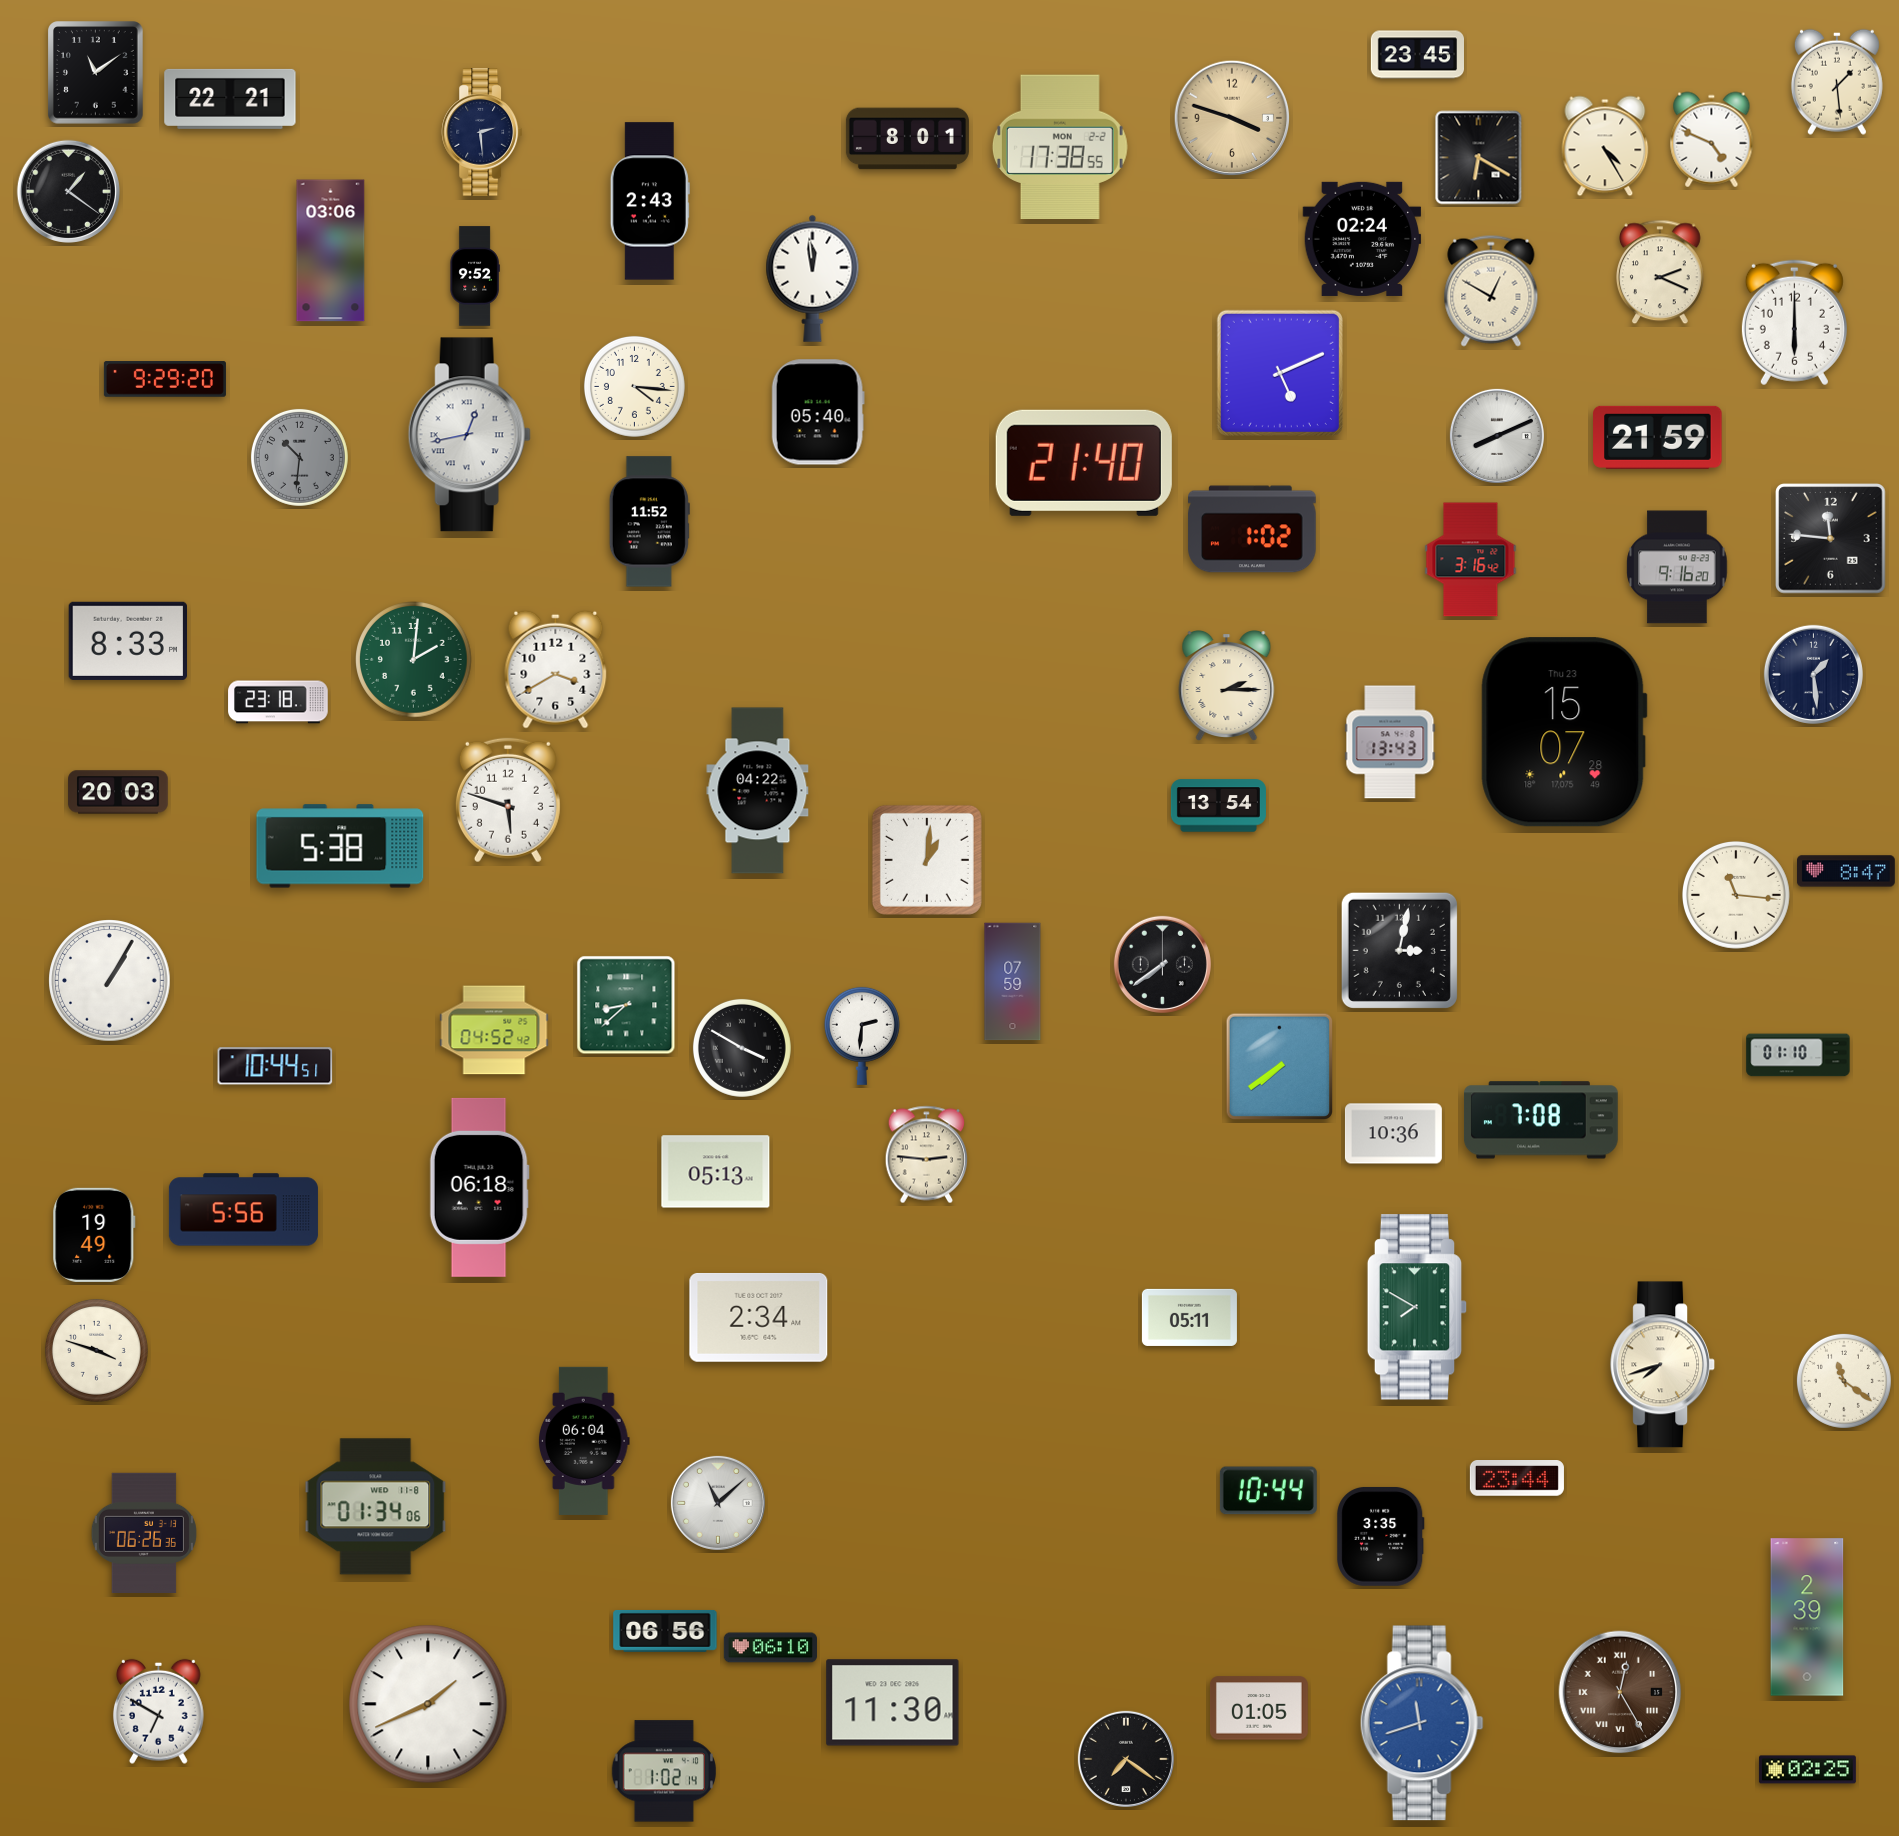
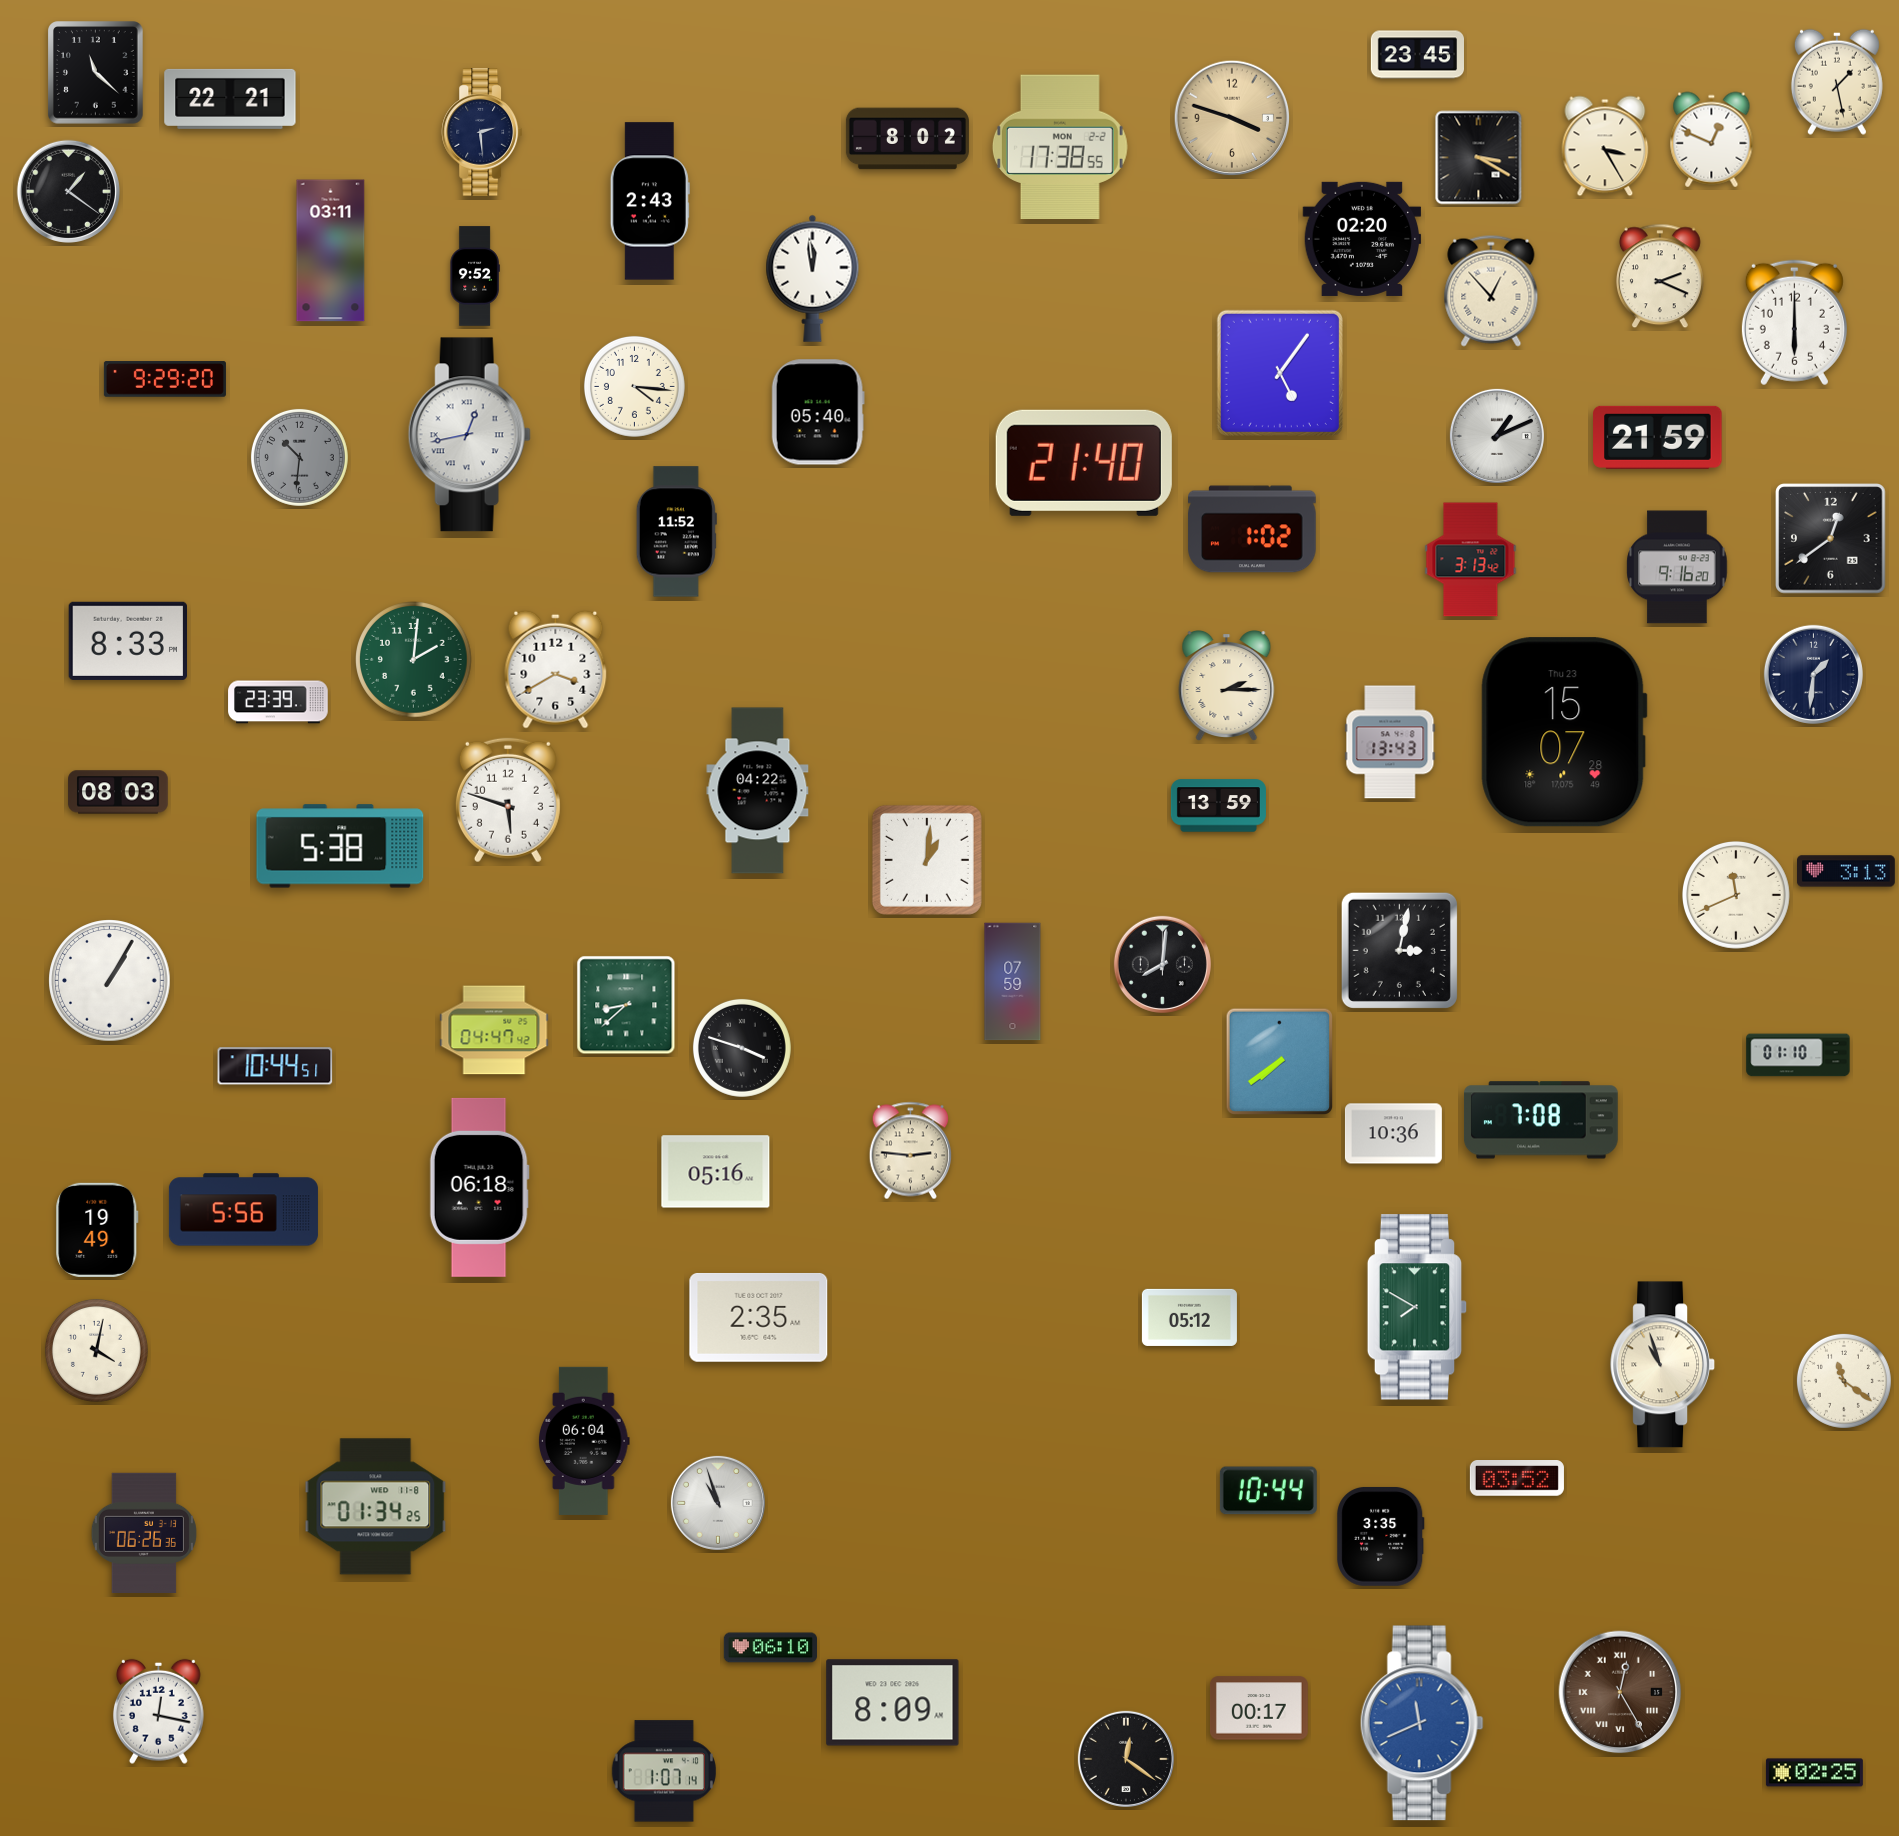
clock at (96, 73): 11:09 -> 11:22
clock at (1837, 82): 1:29 -> 1:28
clock at (907, 139): 8:01 -> 8:02
clock at (1712, 140): 4:49 -> 12:49
clock at (1605, 146): 4:25 -> 3:25
clock at (1479, 158): 6:20 -> 3:20
clock at (1362, 239): 02:24 -> 02:20
clock at (331, 251): 03:06 -> 03:11
clock at (1660, 272) position: (1660, 272) -> (1660, 276)
clock at (1491, 291): 12:50 -> 12:53
clock at (1280, 373): 5:11 -> 5:06
clock at (1497, 436): 8:11 -> 1:11
clock at (649, 522) position: (649, 522) -> (676, 532)
clock at (1831, 539): 11:46 -> 12:39
clock at (1471, 560): 3:16 -> 3:13
clock at (1813, 674): 1:29 -> 1:31
clock at (278, 702): 23:18 -> 23:39
clock at (118, 792): 20:03 -> 08:03
clock at (1218, 806): 13:54 -> 13:59
clock at (1847, 871): 8:47 -> 3:13
clock at (1736, 895): 11:16 -> 11:41
clock at (1162, 964): 7:39 -> 8:01
clock at (494, 1030): 04:52 -> 04:47
clock at (862, 1036): 2:31 -> none
clock at (742, 1048): 3:50 -> 3:48
clock at (1279, 1066) position: (1279, 1066) -> (1279, 1061)
clock at (927, 1155) position: (927, 1155) -> (911, 1151)
clock at (716, 1172): 05:13 -> 05:16
clock at (94, 1235) position: (94, 1235) -> (97, 1230)
clock at (759, 1317): 2:34 -> 2:35
clock at (1189, 1317): 05:11 -> 05:12
clock at (96, 1350): 3:48 -> 4:02
clock at (1663, 1365): 7:42 -> 10:57
clock at (1517, 1479): 23:44 -> 03:52
clock at (718, 1503): 11:08 -> 10:57
clock at (376, 1507): 01:34:06 -> 01:34:25
clock at (1807, 1617): 2:39 -> none
clock at (665, 1631): 06:56 -> none
clock at (893, 1703): 11:30 -> 8:09
clock at (428, 1704): 1:41 -> none
clock at (1259, 1708): 01:05 -> 00:17
clock at (159, 1711): 6:50 -> 12:17
clock at (1422, 1723): 11:42 -> 11:41
clock at (1126, 1759): 7:21 -> 12:21
clock at (1807, 1770) position: (1807, 1770) -> (1814, 1773)
clock at (664, 1771): 1:02 -> 1:07
